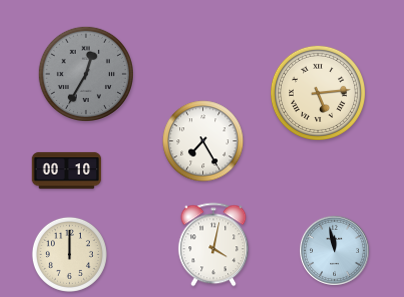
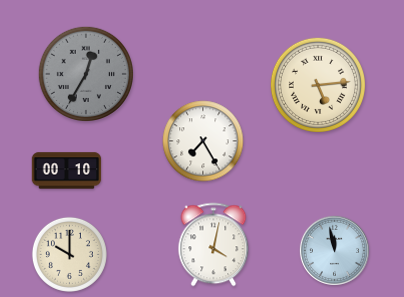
clock at (317, 92) position: (317, 92) -> (317, 84)
clock at (69, 254): 12:00 -> 10:00
